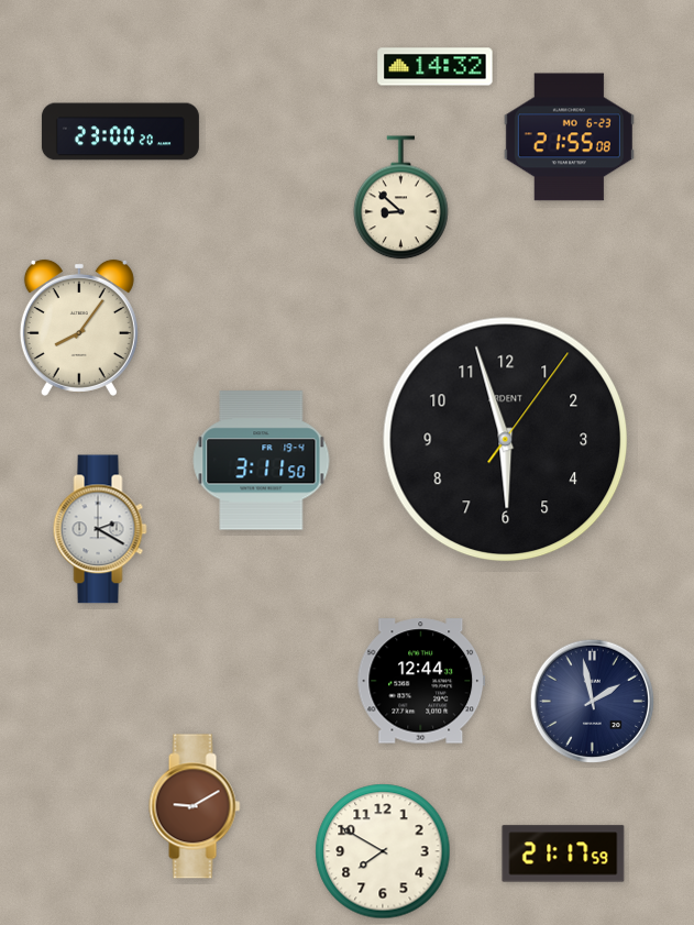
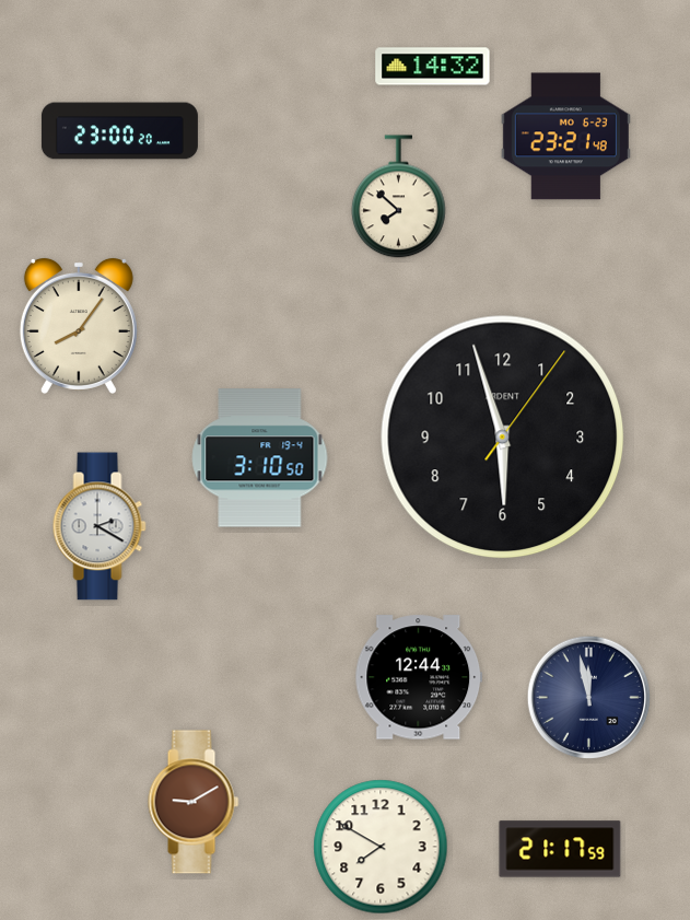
clock at (569, 137): 21:55 -> 23:21
clock at (401, 198): 8:52 -> 7:52
clock at (262, 461): 3:11 -> 3:10
clock at (592, 701): 1:58 -> 11:58
